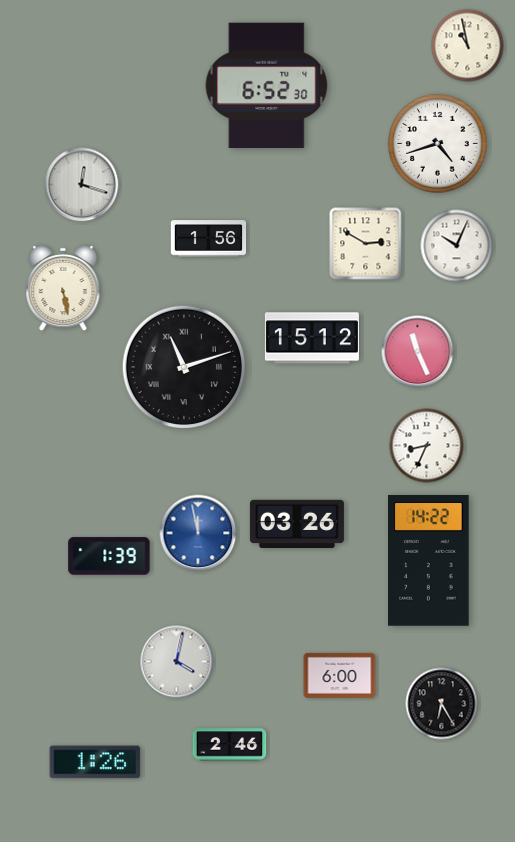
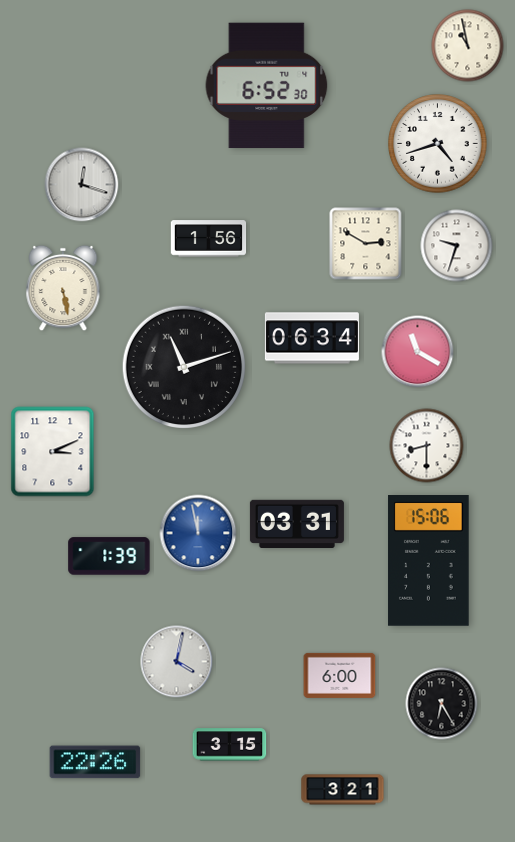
clock at (457, 246): 10:04 -> 9:33
clock at (312, 338): 15:12 -> 06:34
clock at (418, 352): 11:26 -> 11:20
clock at (427, 446): 8:34 -> 8:30
clock at (53, 452): none -> 3:11
clock at (297, 524): 03:26 -> 03:31
clock at (429, 561): 14:22 -> 15:06
clock at (230, 745): 2:46 -> 3:15
clock at (95, 762): 1:26 -> 22:26
clock at (343, 790): none -> 3:21
